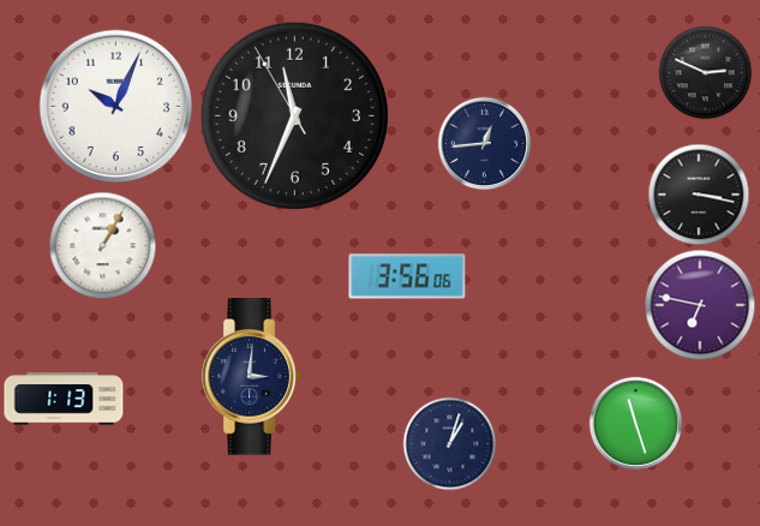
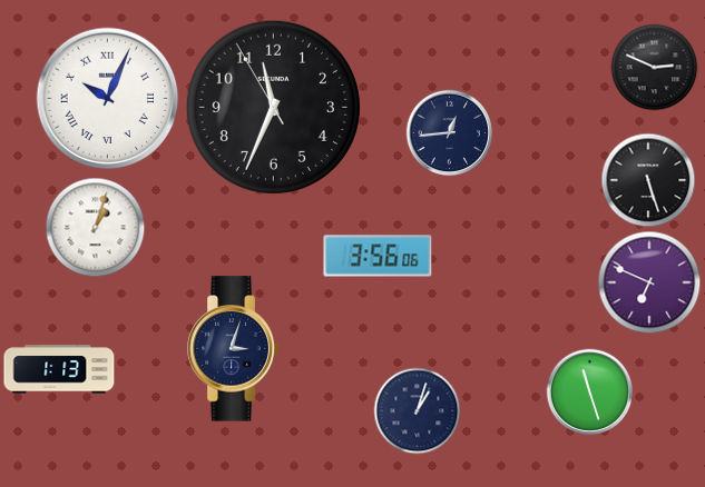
clock at (116, 107) numerals: Arabic -> Roman
clock at (699, 195): 3:17 -> 5:27
clock at (102, 245): 1:05 -> 1:03
clock at (700, 305): 6:47 -> 6:49
clock at (252, 377): 3:01 -> 3:03
